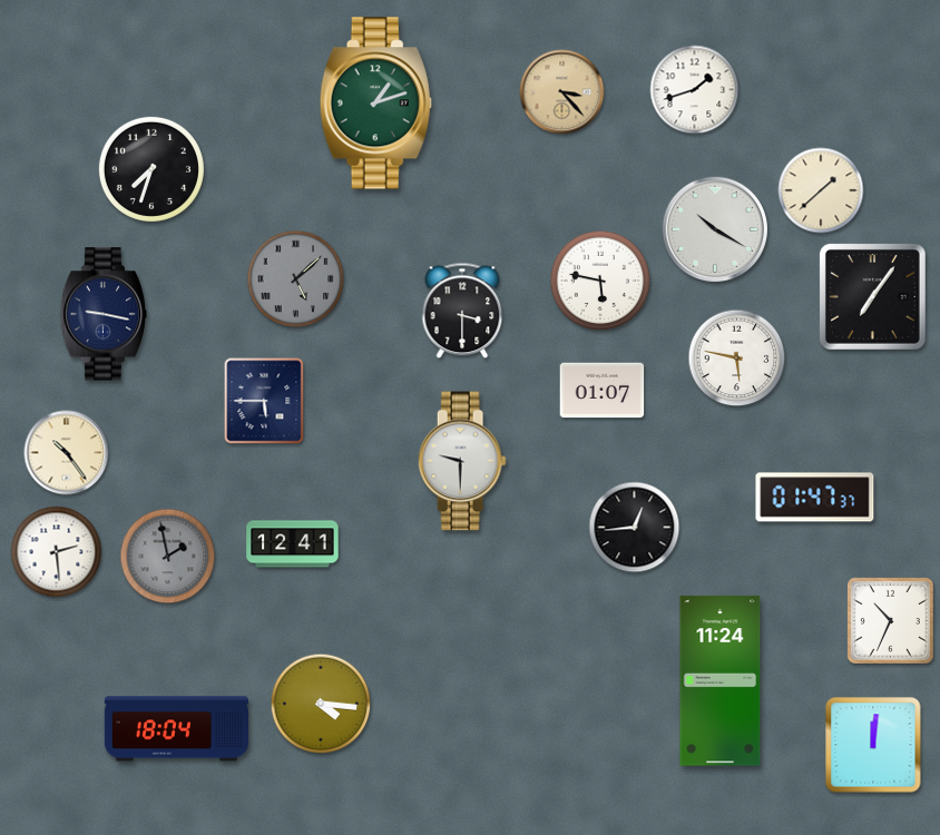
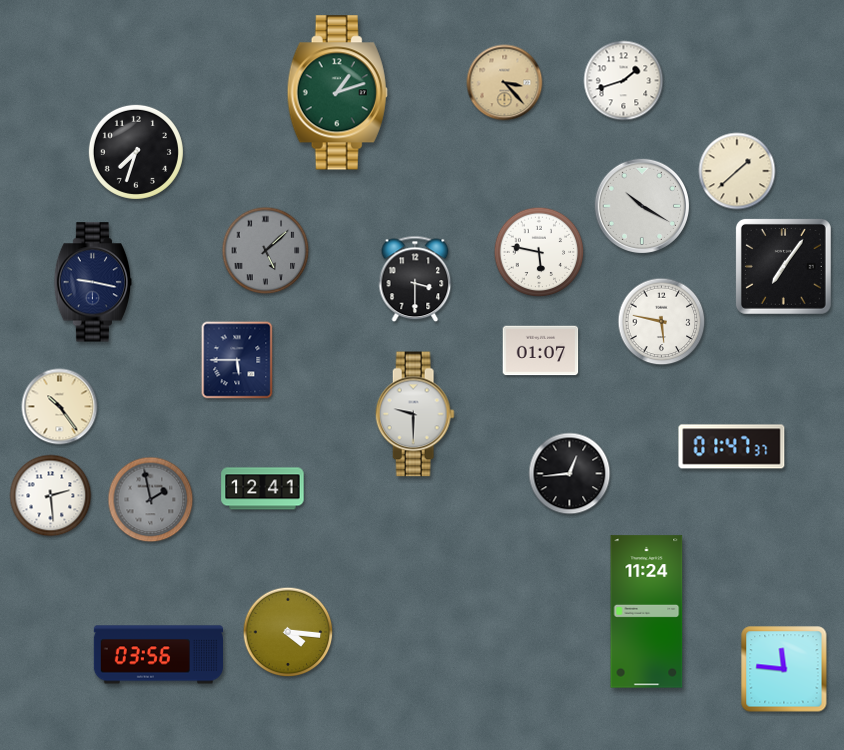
clock at (890, 620): 10:34 -> none
clock at (176, 729): 18:04 -> 03:56
clock at (873, 745): 12:01 -> 11:46
